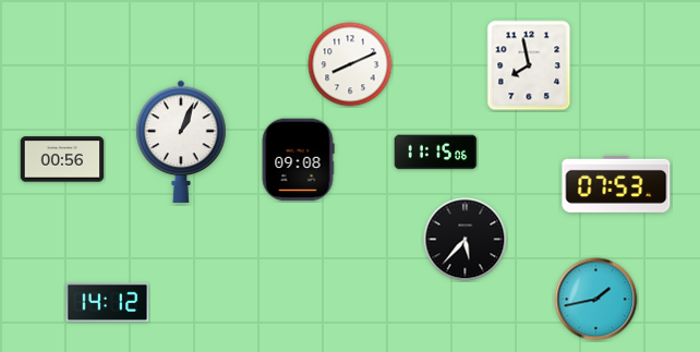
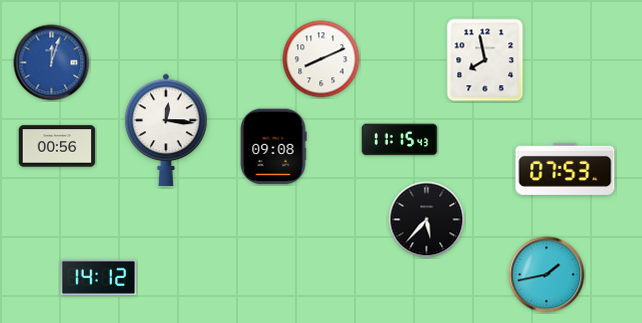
clock at (52, 63): none -> 12:03
clock at (181, 142): 1:04 -> 12:16
clock at (436, 153): 11:15:06 -> 11:15:43
